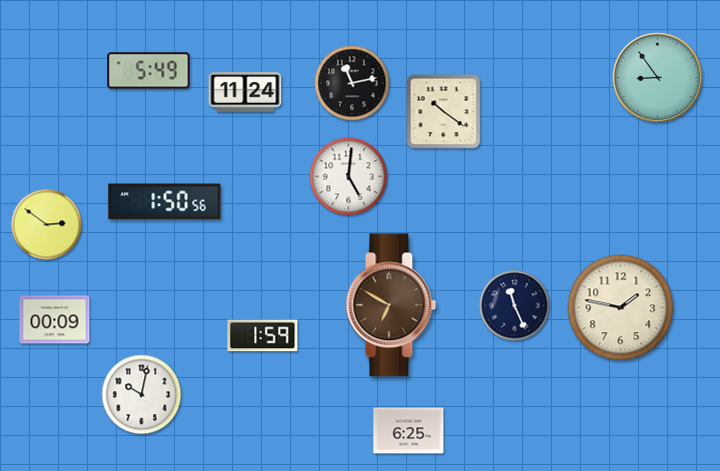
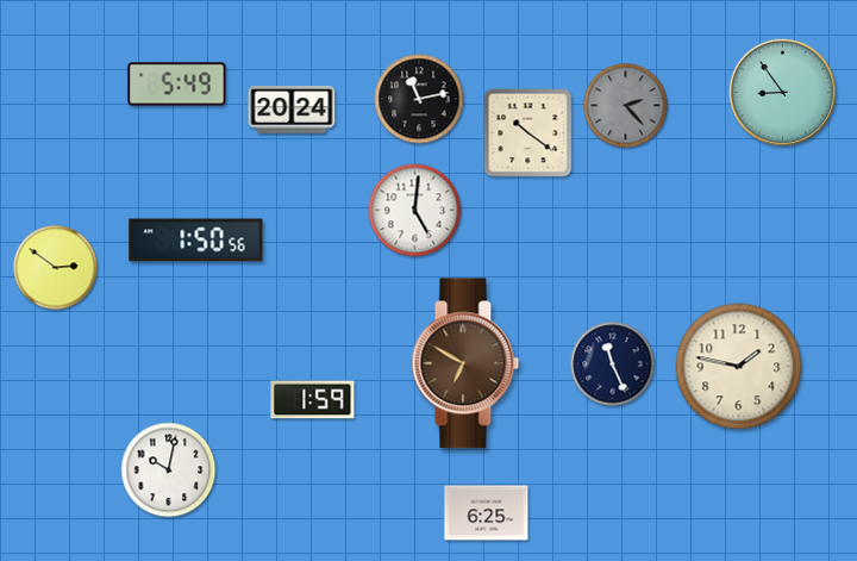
clock at (626, 106): none -> 2:23
clock at (245, 92): 11:24 -> 20:24
clock at (55, 320): 00:09 -> none
